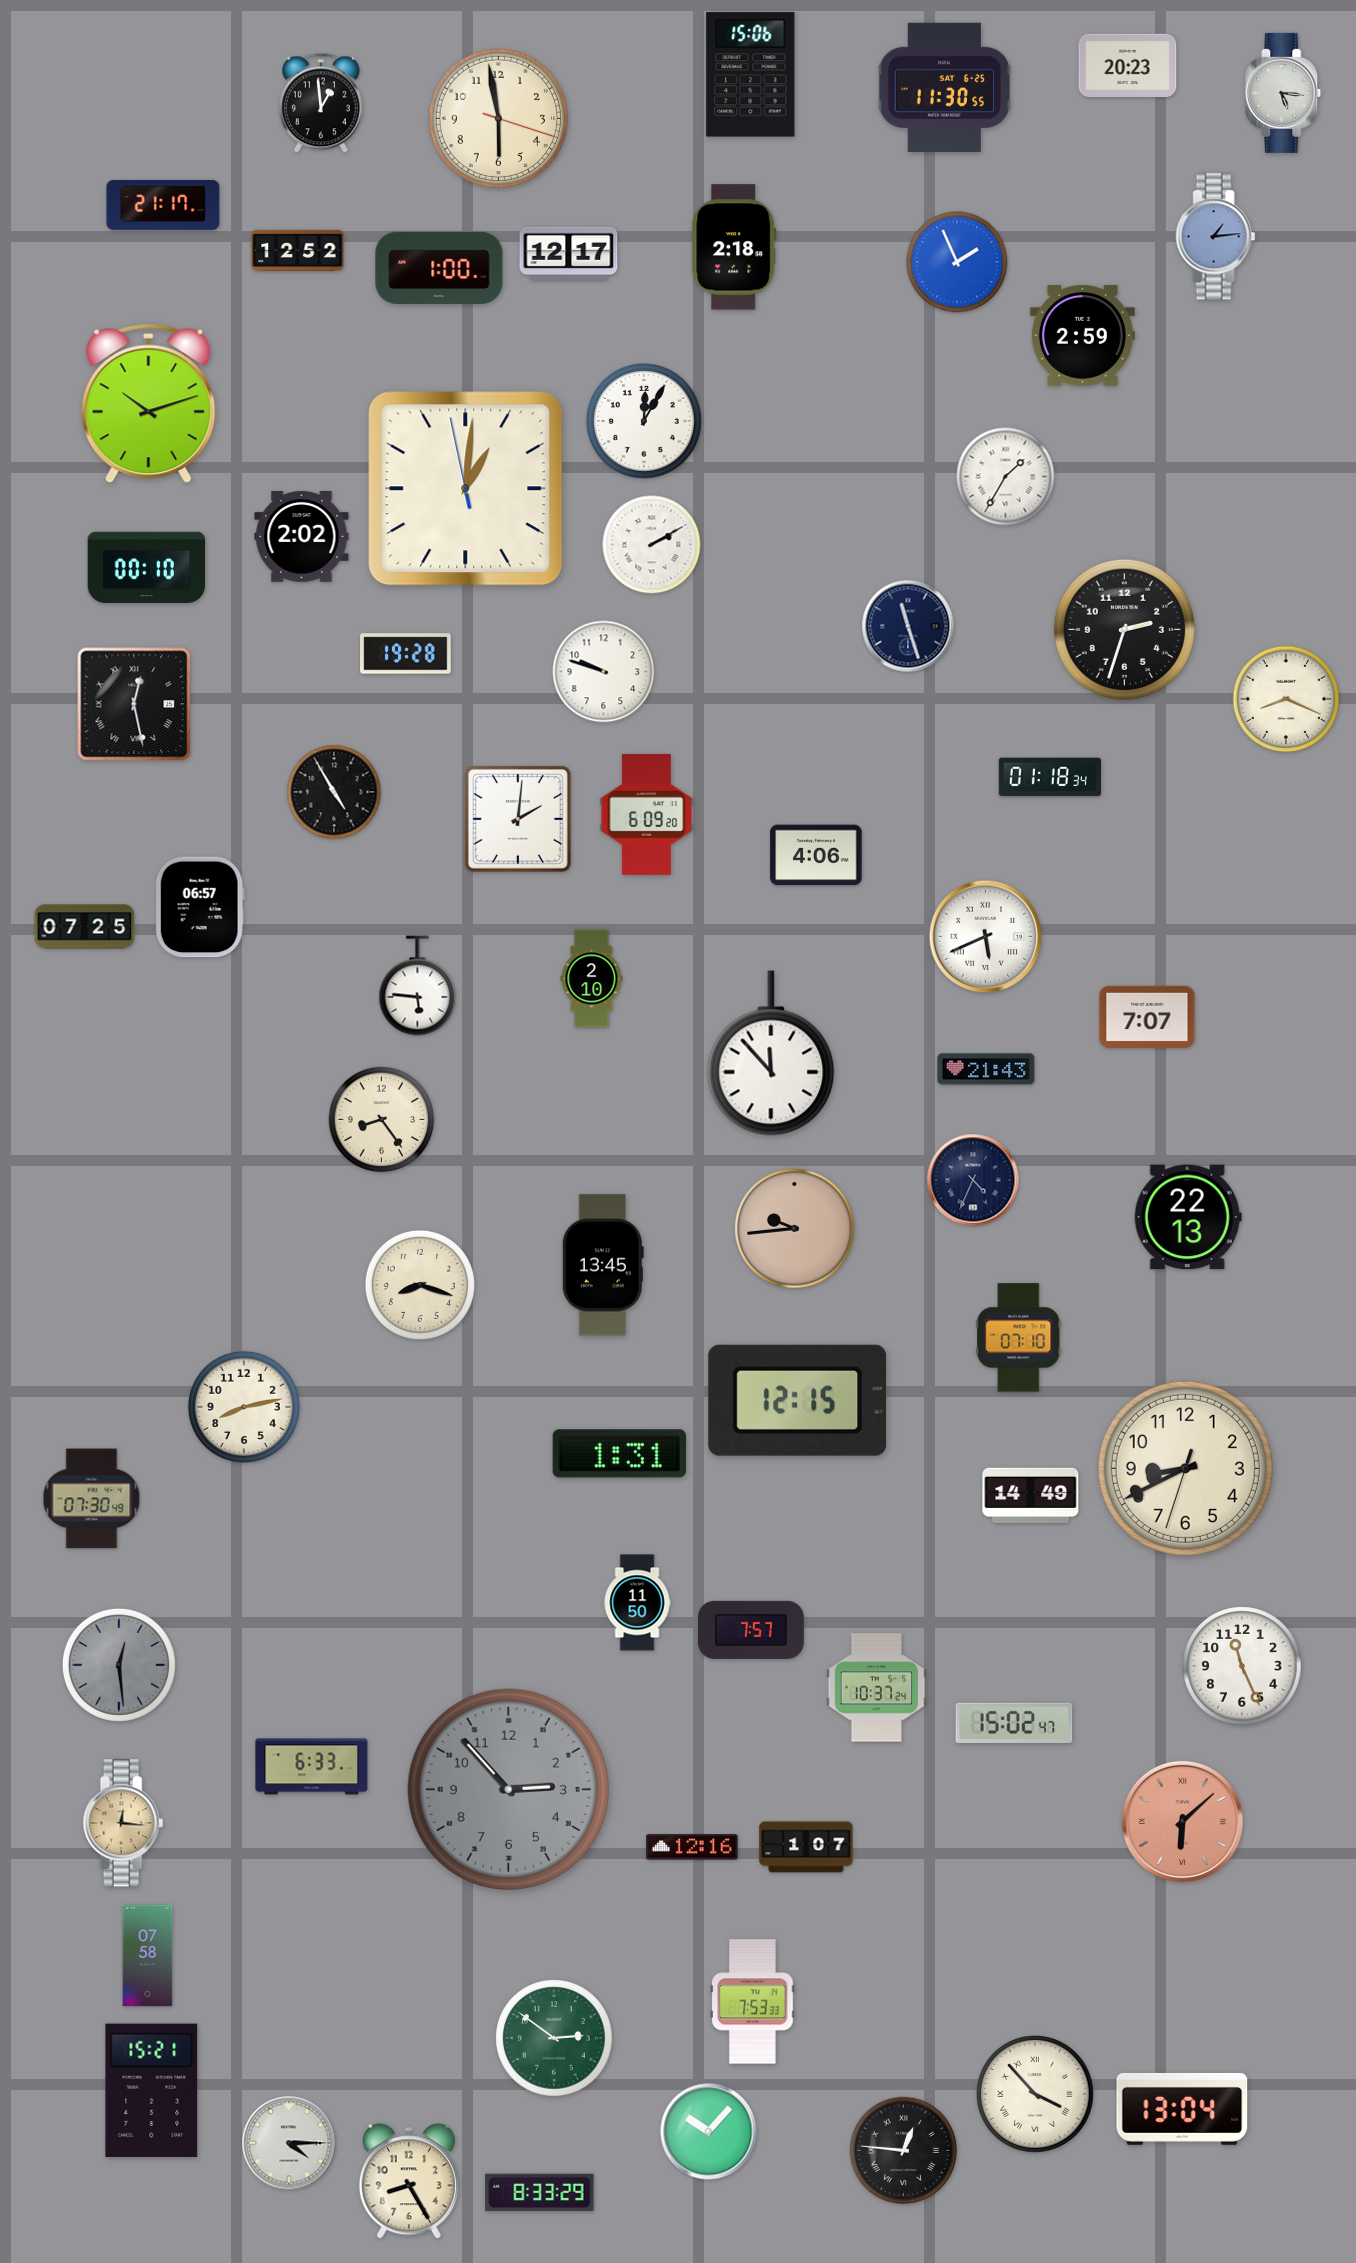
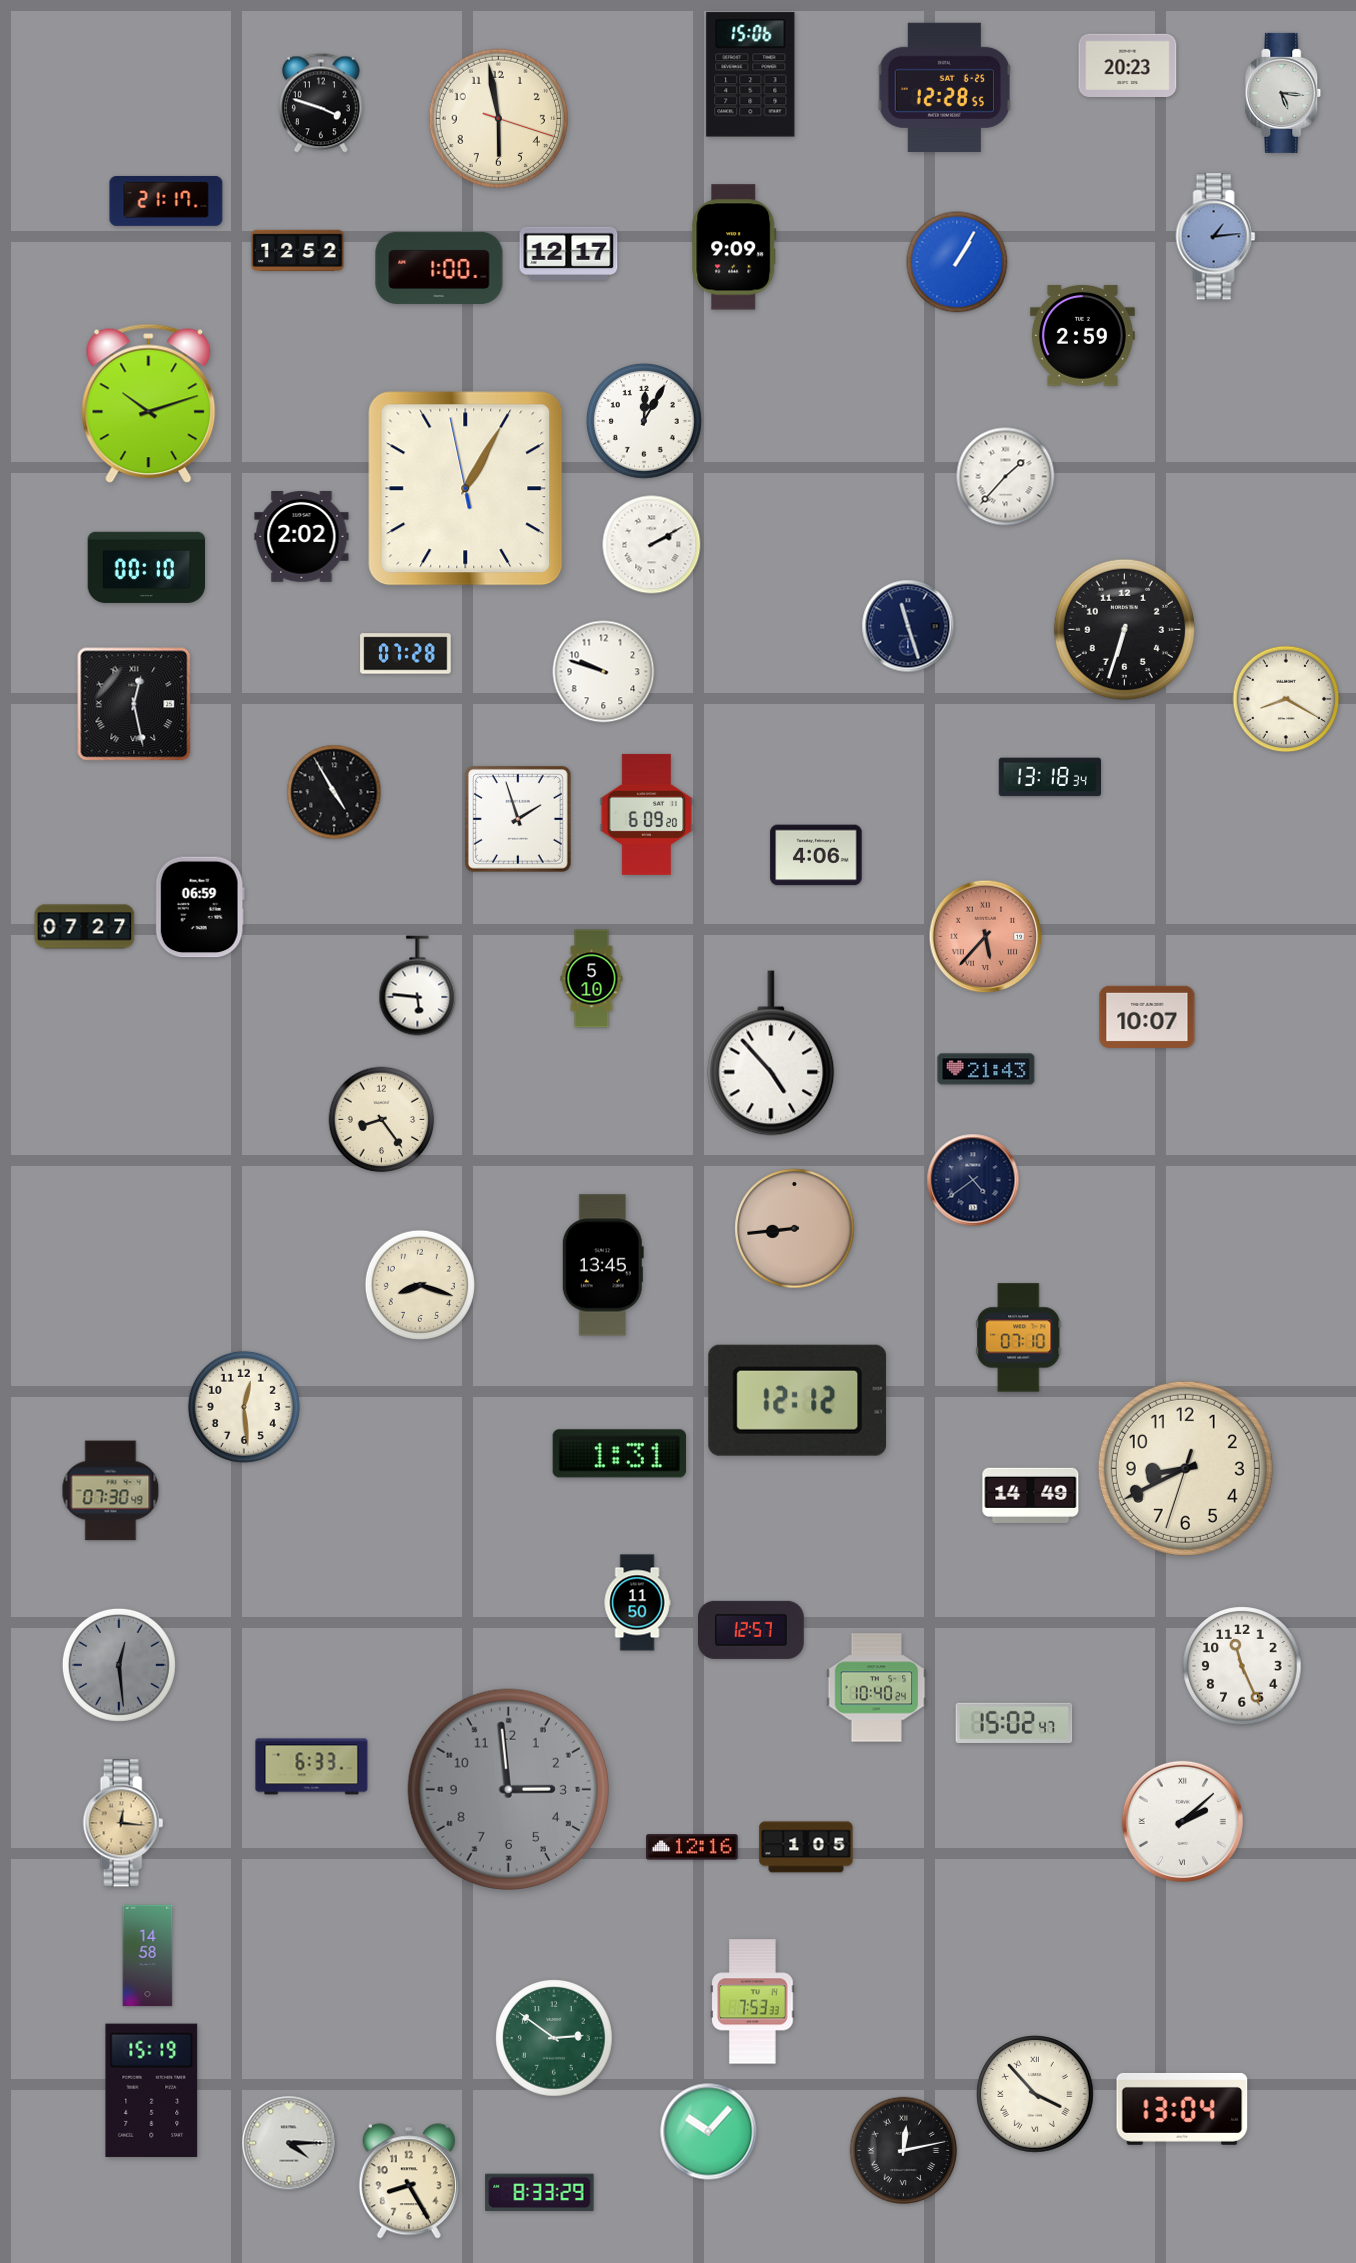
clock at (944, 87): 11:30 -> 12:28
clock at (322, 103): 12:59 -> 3:48
clock at (163, 205) position: (163, 205) -> (166, 201)
clock at (734, 247): 2:18 -> 9:09
clock at (957, 262): 1:56 -> 1:05
clock at (1006, 477): 1:35 -> 1:37
clock at (466, 489): 1:00 -> 1:04
clock at (1124, 629): 2:33 -> 6:33
clock at (406, 654): 19:28 -> 07:28
clock at (1286, 699): 8:19 -> 8:20
clock at (1049, 777): 01:18 -> 13:18
clock at (518, 819): 2:01 -> 1:57
clock at (200, 907): 06:57 -> 06:59
clock at (85, 927): 07:25 -> 07:27
clock at (986, 937): 5:41 -> 5:37
clock at (986, 937) dial: white -> salmon
clock at (592, 979): 2:10 -> 5:10
clock at (1147, 1017): 7:07 -> 10:07
clock at (771, 1053): 11:53 -> 4:53
clock at (973, 1180): 4:34 -> 4:39
clock at (1188, 1217): 22:13 -> none
clock at (795, 1229): 9:44 -> 8:44
clock at (798, 1400): 12:15 -> 12:12
clock at (244, 1407): 8:13 -> 12:29
clock at (92, 1499) position: (92, 1499) -> (111, 1491)
clock at (752, 1630): 7:57 -> 12:57
clock at (877, 1688): 10:37 -> 10:40
clock at (508, 1789): 2:53 -> 2:59
clock at (1182, 1821): 6:08 -> 2:08
clock at (1182, 1821) dial: salmon -> white
clock at (806, 1847): 1:07 -> 1:05
clock at (148, 1956): 07:58 -> 14:58
clock at (152, 2090): 15:21 -> 15:19
clock at (904, 2151): 12:46 -> 12:13
